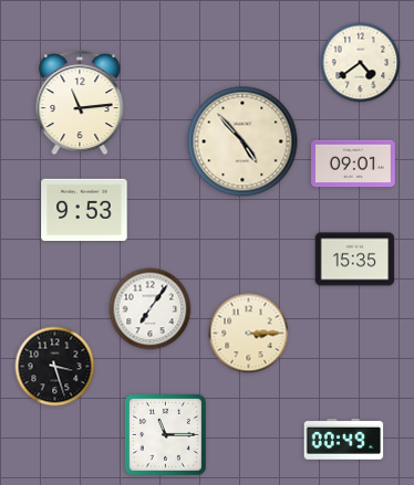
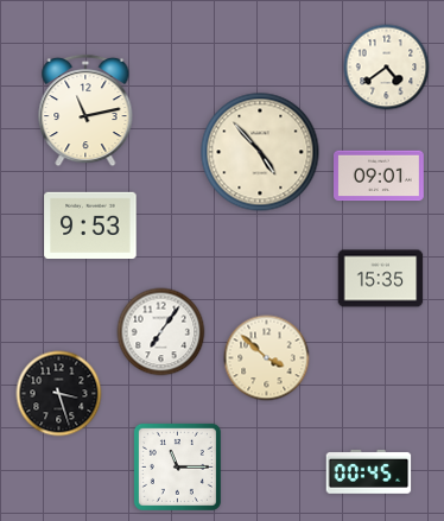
clock at (80, 103): 11:14 -> 11:13
clock at (249, 334): 3:15 -> 3:52
clock at (344, 439): 00:49 -> 00:45
